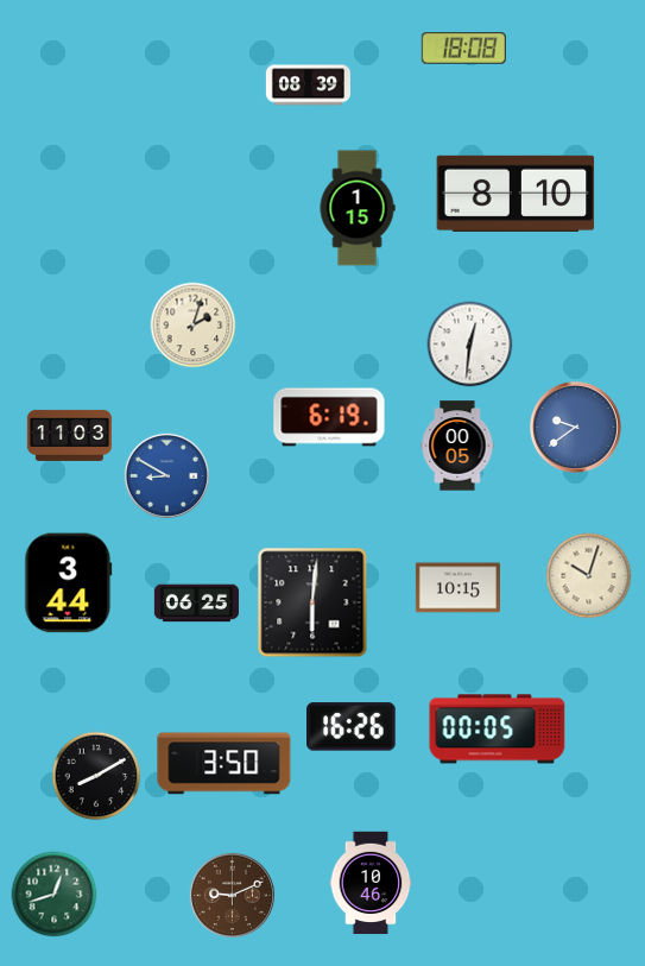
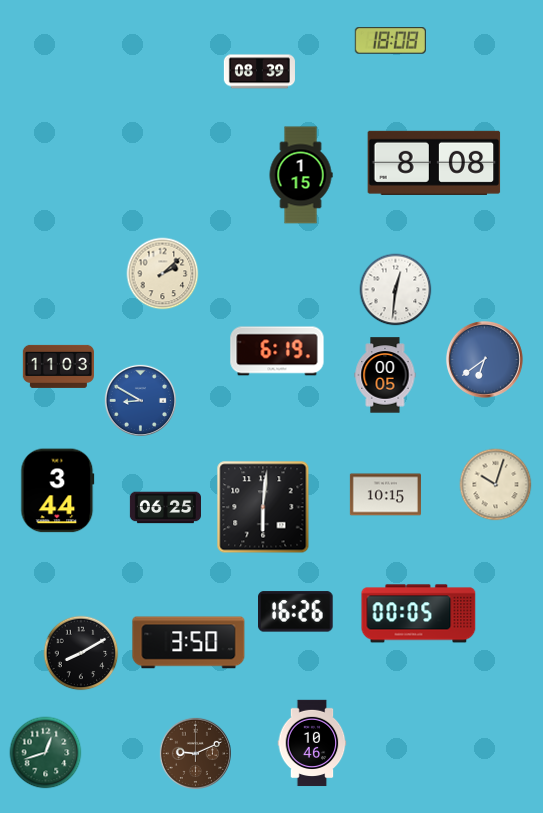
clock at (516, 194): 8:10 -> 8:08
clock at (194, 326): 2:03 -> 2:08
clock at (575, 427): 9:39 -> 6:39
